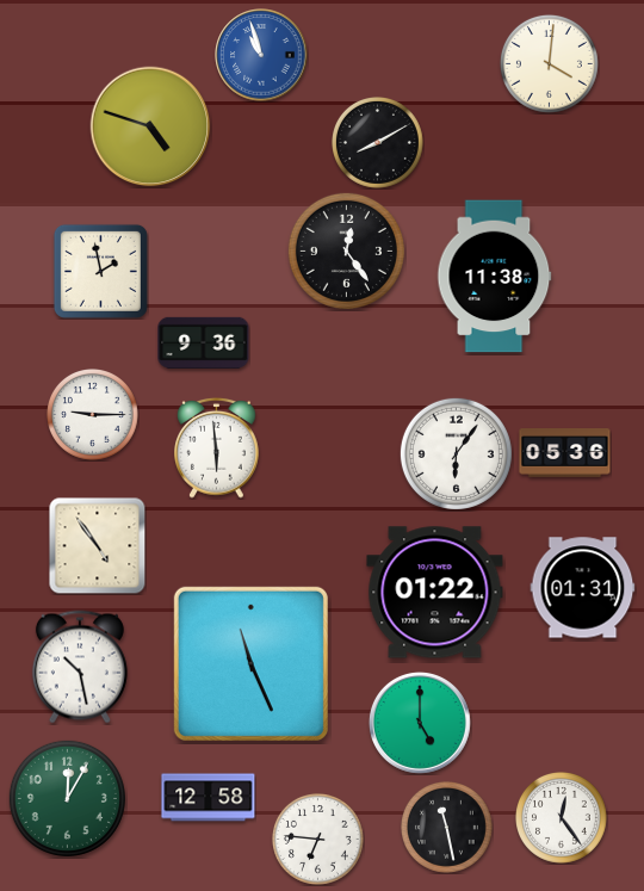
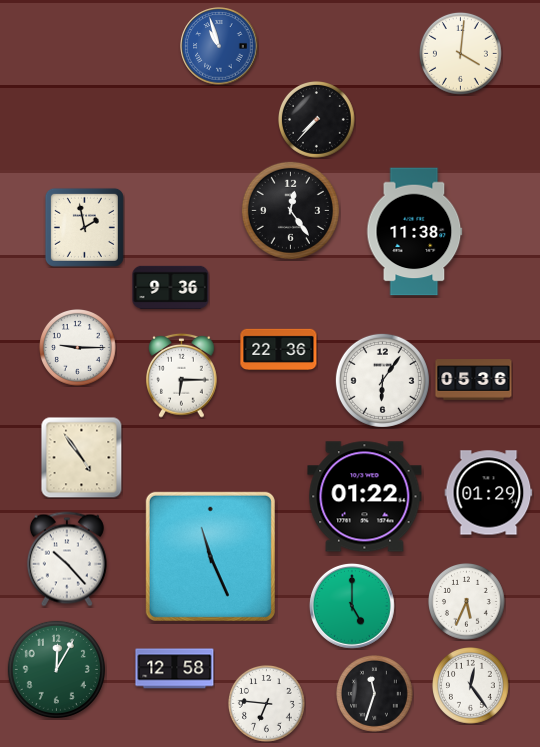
clock at (150, 126): 4:48 -> none
clock at (378, 143): 8:10 -> 7:37
clock at (279, 349): none -> 22:36
clock at (217, 447): 5:59 -> 6:15
clock at (583, 588): 01:31 -> 01:29
clock at (80, 667): 10:28 -> 10:23
clock at (467, 602): none -> 5:34
clock at (447, 828): 11:28 -> 11:33
